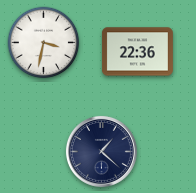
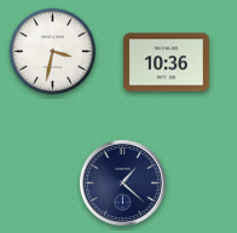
clock at (137, 52): 22:36 -> 10:36
